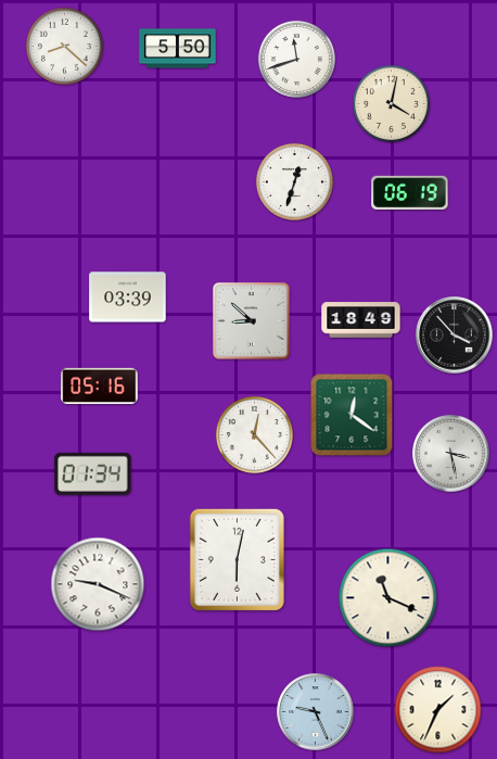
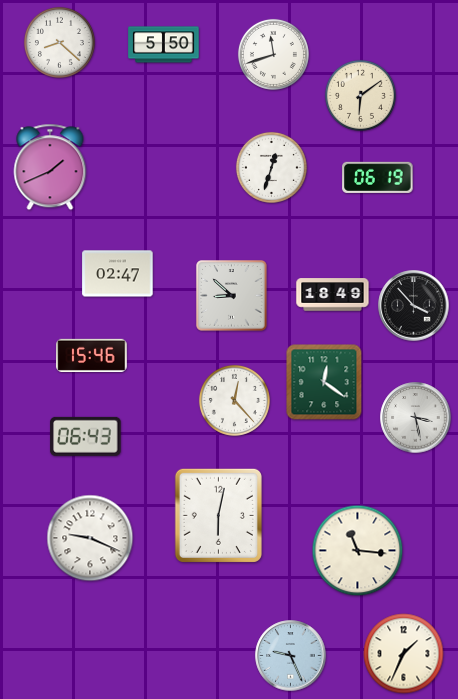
clock at (391, 103): 4:02 -> 6:09
clock at (50, 167): none -> 1:41
clock at (128, 298): 03:39 -> 02:47
clock at (455, 336) position: (455, 336) -> (414, 306)
clock at (100, 385): 05:16 -> 15:46
clock at (93, 473): 01:34 -> 06:43
clock at (388, 598): 11:19 -> 11:16
